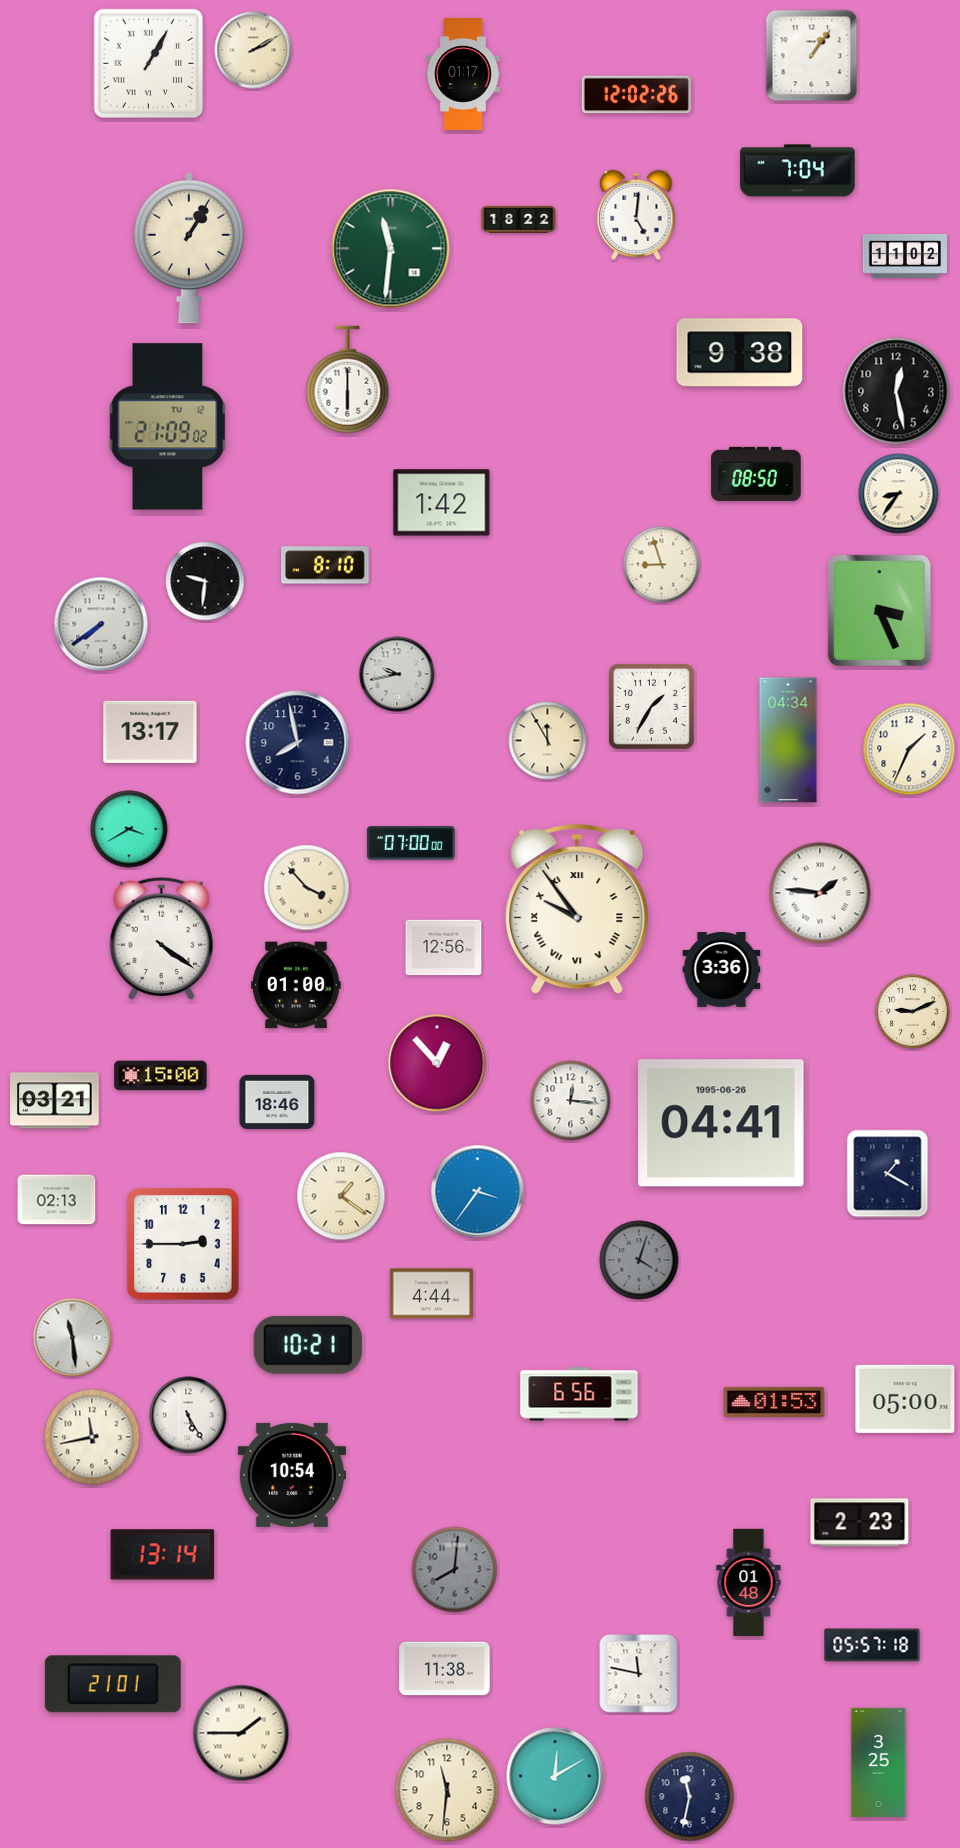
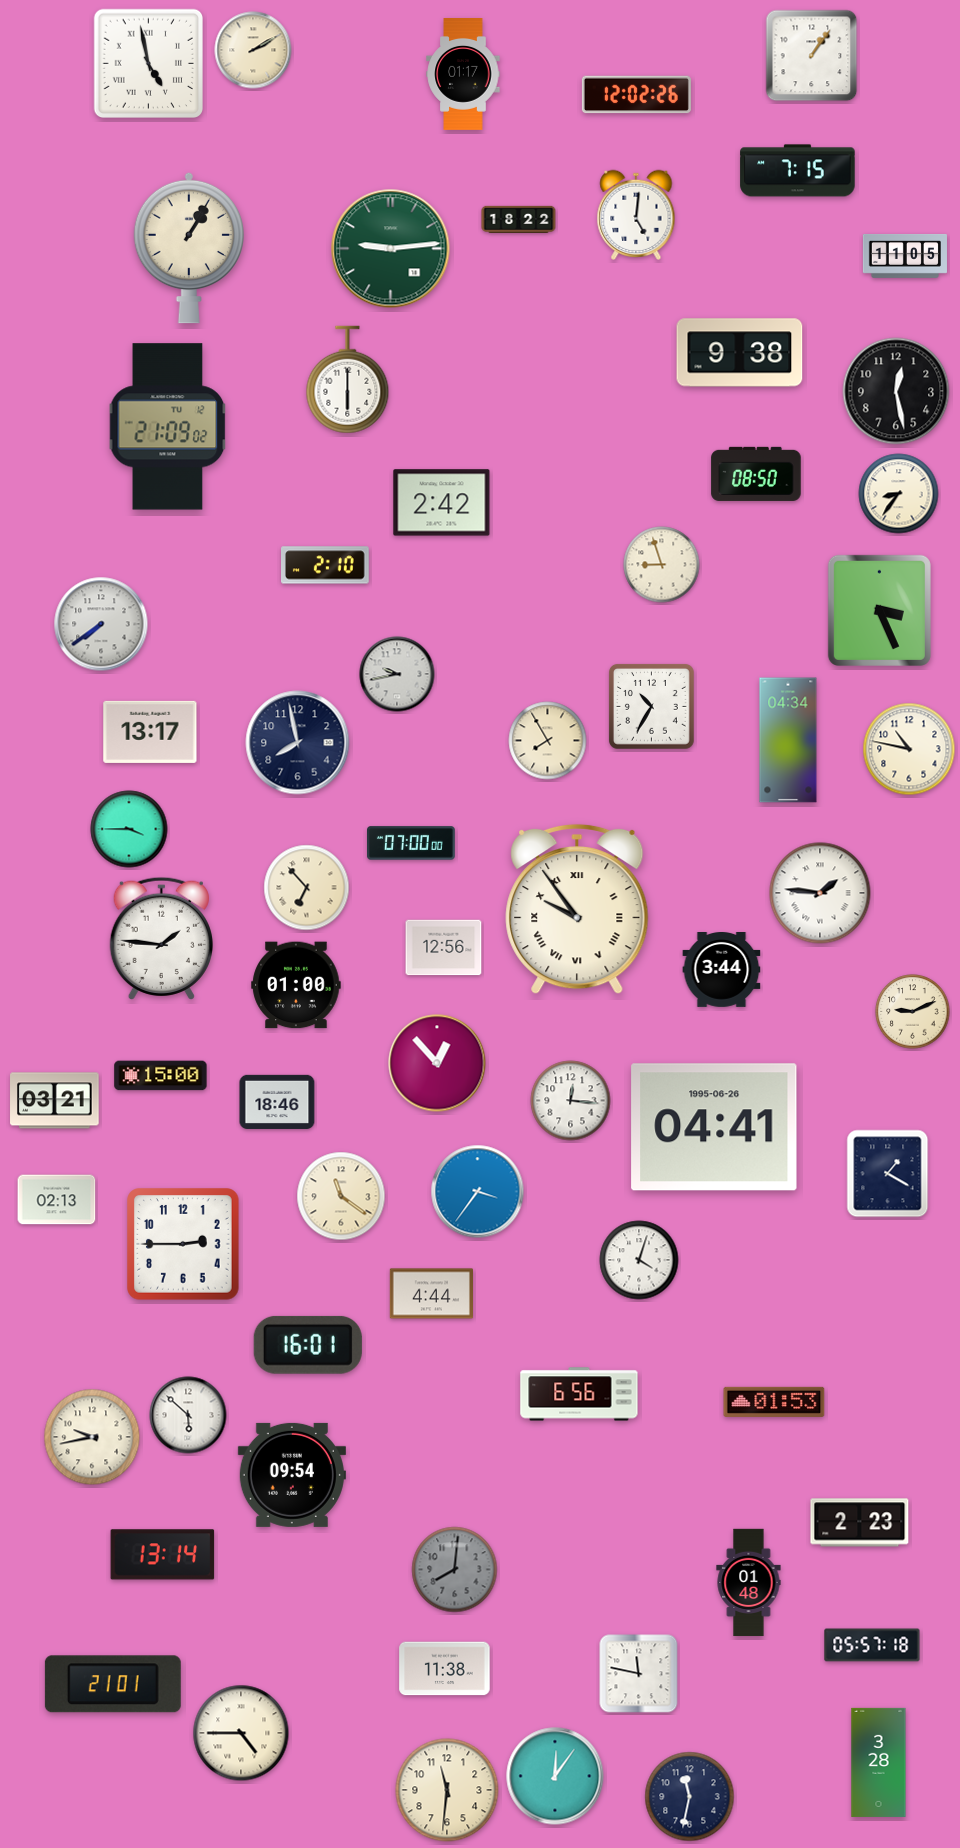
clock at (148, 63): 1:05 -> 4:58
clock at (798, 171): 7:04 -> 7:15
clock at (391, 249): 11:31 -> 9:14
clock at (905, 256): 11:02 -> 11:05
clock at (442, 503): 1:42 -> 2:42
clock at (326, 565): 8:10 -> 2:10
clock at (205, 581): 9:31 -> none
clock at (651, 706): 1:35 -> 10:35
clock at (548, 741): 11:55 -> 7:55
clock at (909, 749): 1:34 -> 10:47
clock at (129, 829): 3:40 -> 3:45
clock at (307, 888): 3:53 -> 6:53
clock at (161, 938): 4:21 -> 1:46
clock at (722, 970): 3:36 -> 3:44
clock at (721, 1123) position: (721, 1123) -> (714, 1127)
clock at (341, 1196): 1:21 -> 11:21
clock at (639, 1260) dial: grey -> white
clock at (73, 1338): 11:29 -> none
clock at (308, 1345): 10:21 -> 16:01
clock at (905, 1399): 05:00 -> none
clock at (188, 1415): 5:25 -> 5:52
clock at (92, 1437): 11:43 -> 9:43
clock at (292, 1475): 10:54 -> 09:54
clock at (241, 1733): 1:45 -> 4:45
clock at (879, 1762): 3:25 -> 3:28
clock at (555, 1776): 12:10 -> 12:06
